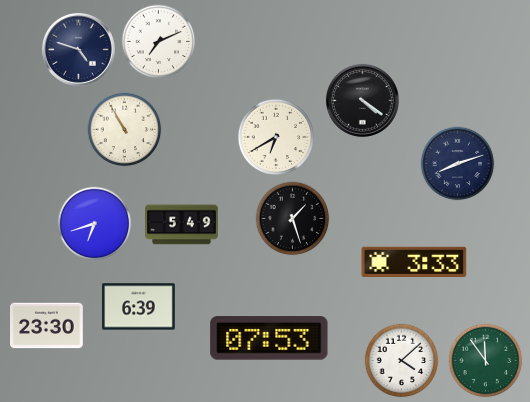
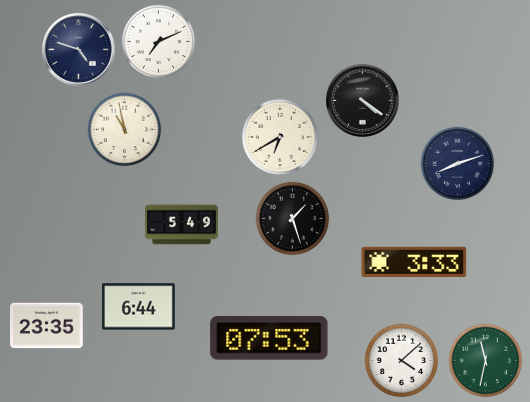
clock at (125, 130): 10:55 -> 10:58
clock at (276, 137) position: (276, 137) -> (280, 137)
clock at (95, 224): 6:42 -> none
clock at (139, 307): 6:39 -> 6:44
clock at (47, 326): 23:30 -> 23:35
clock at (486, 361): 11:54 -> 11:32
